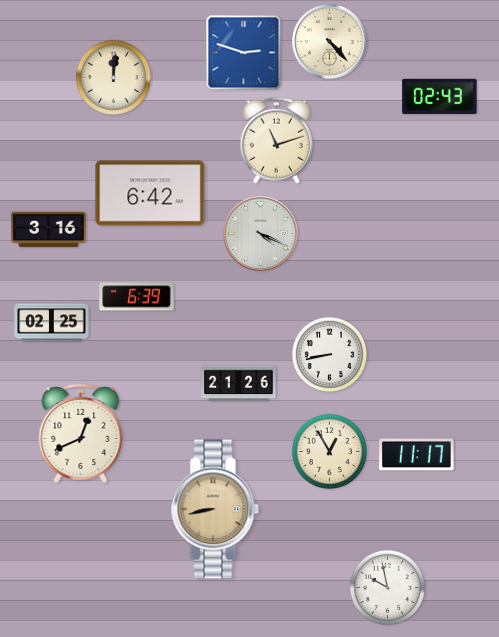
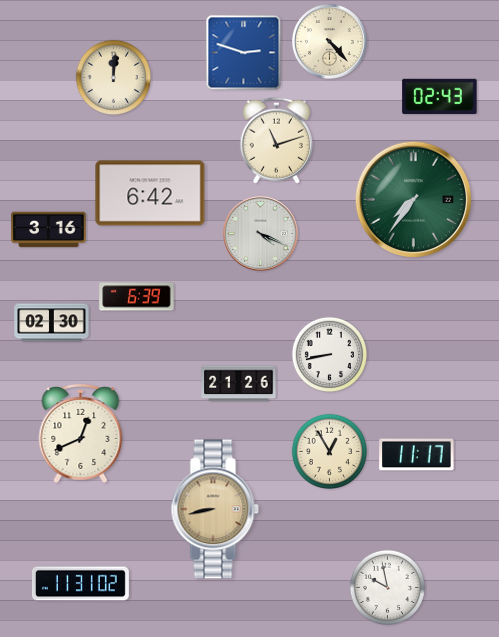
clock at (414, 200): none -> 7:36
clock at (52, 323): 02:25 -> 02:30
clock at (80, 584): none -> 11:31
